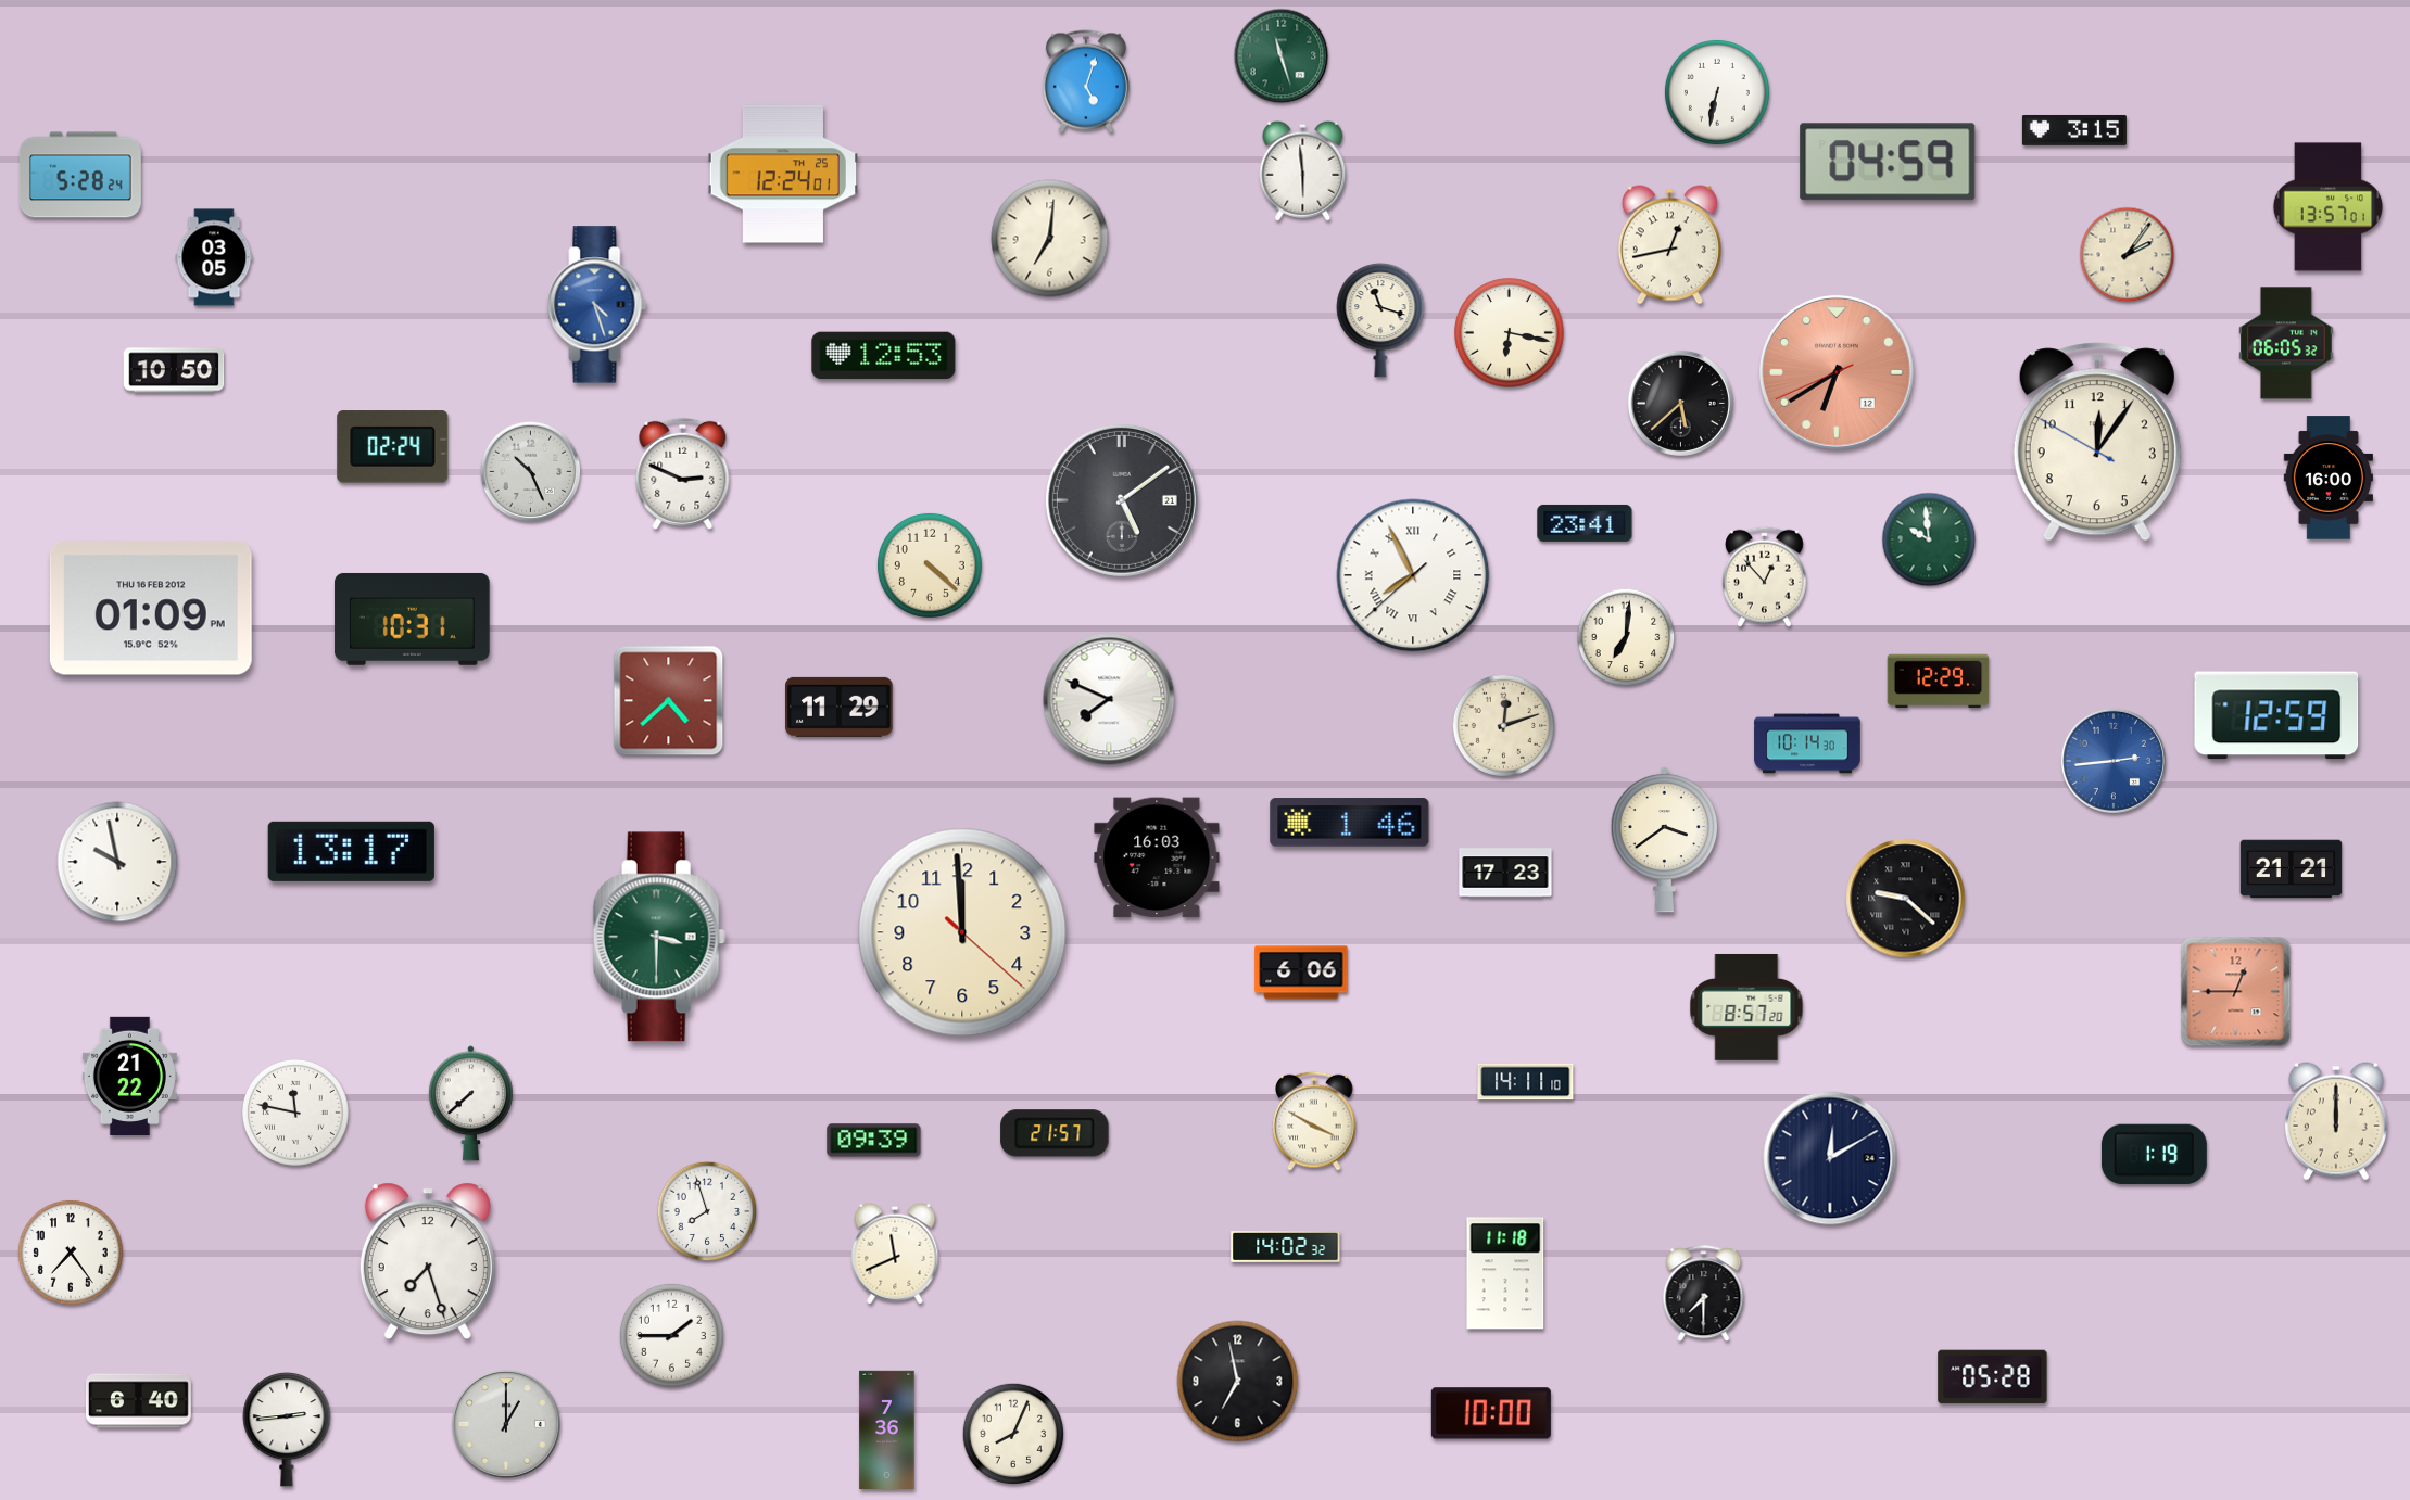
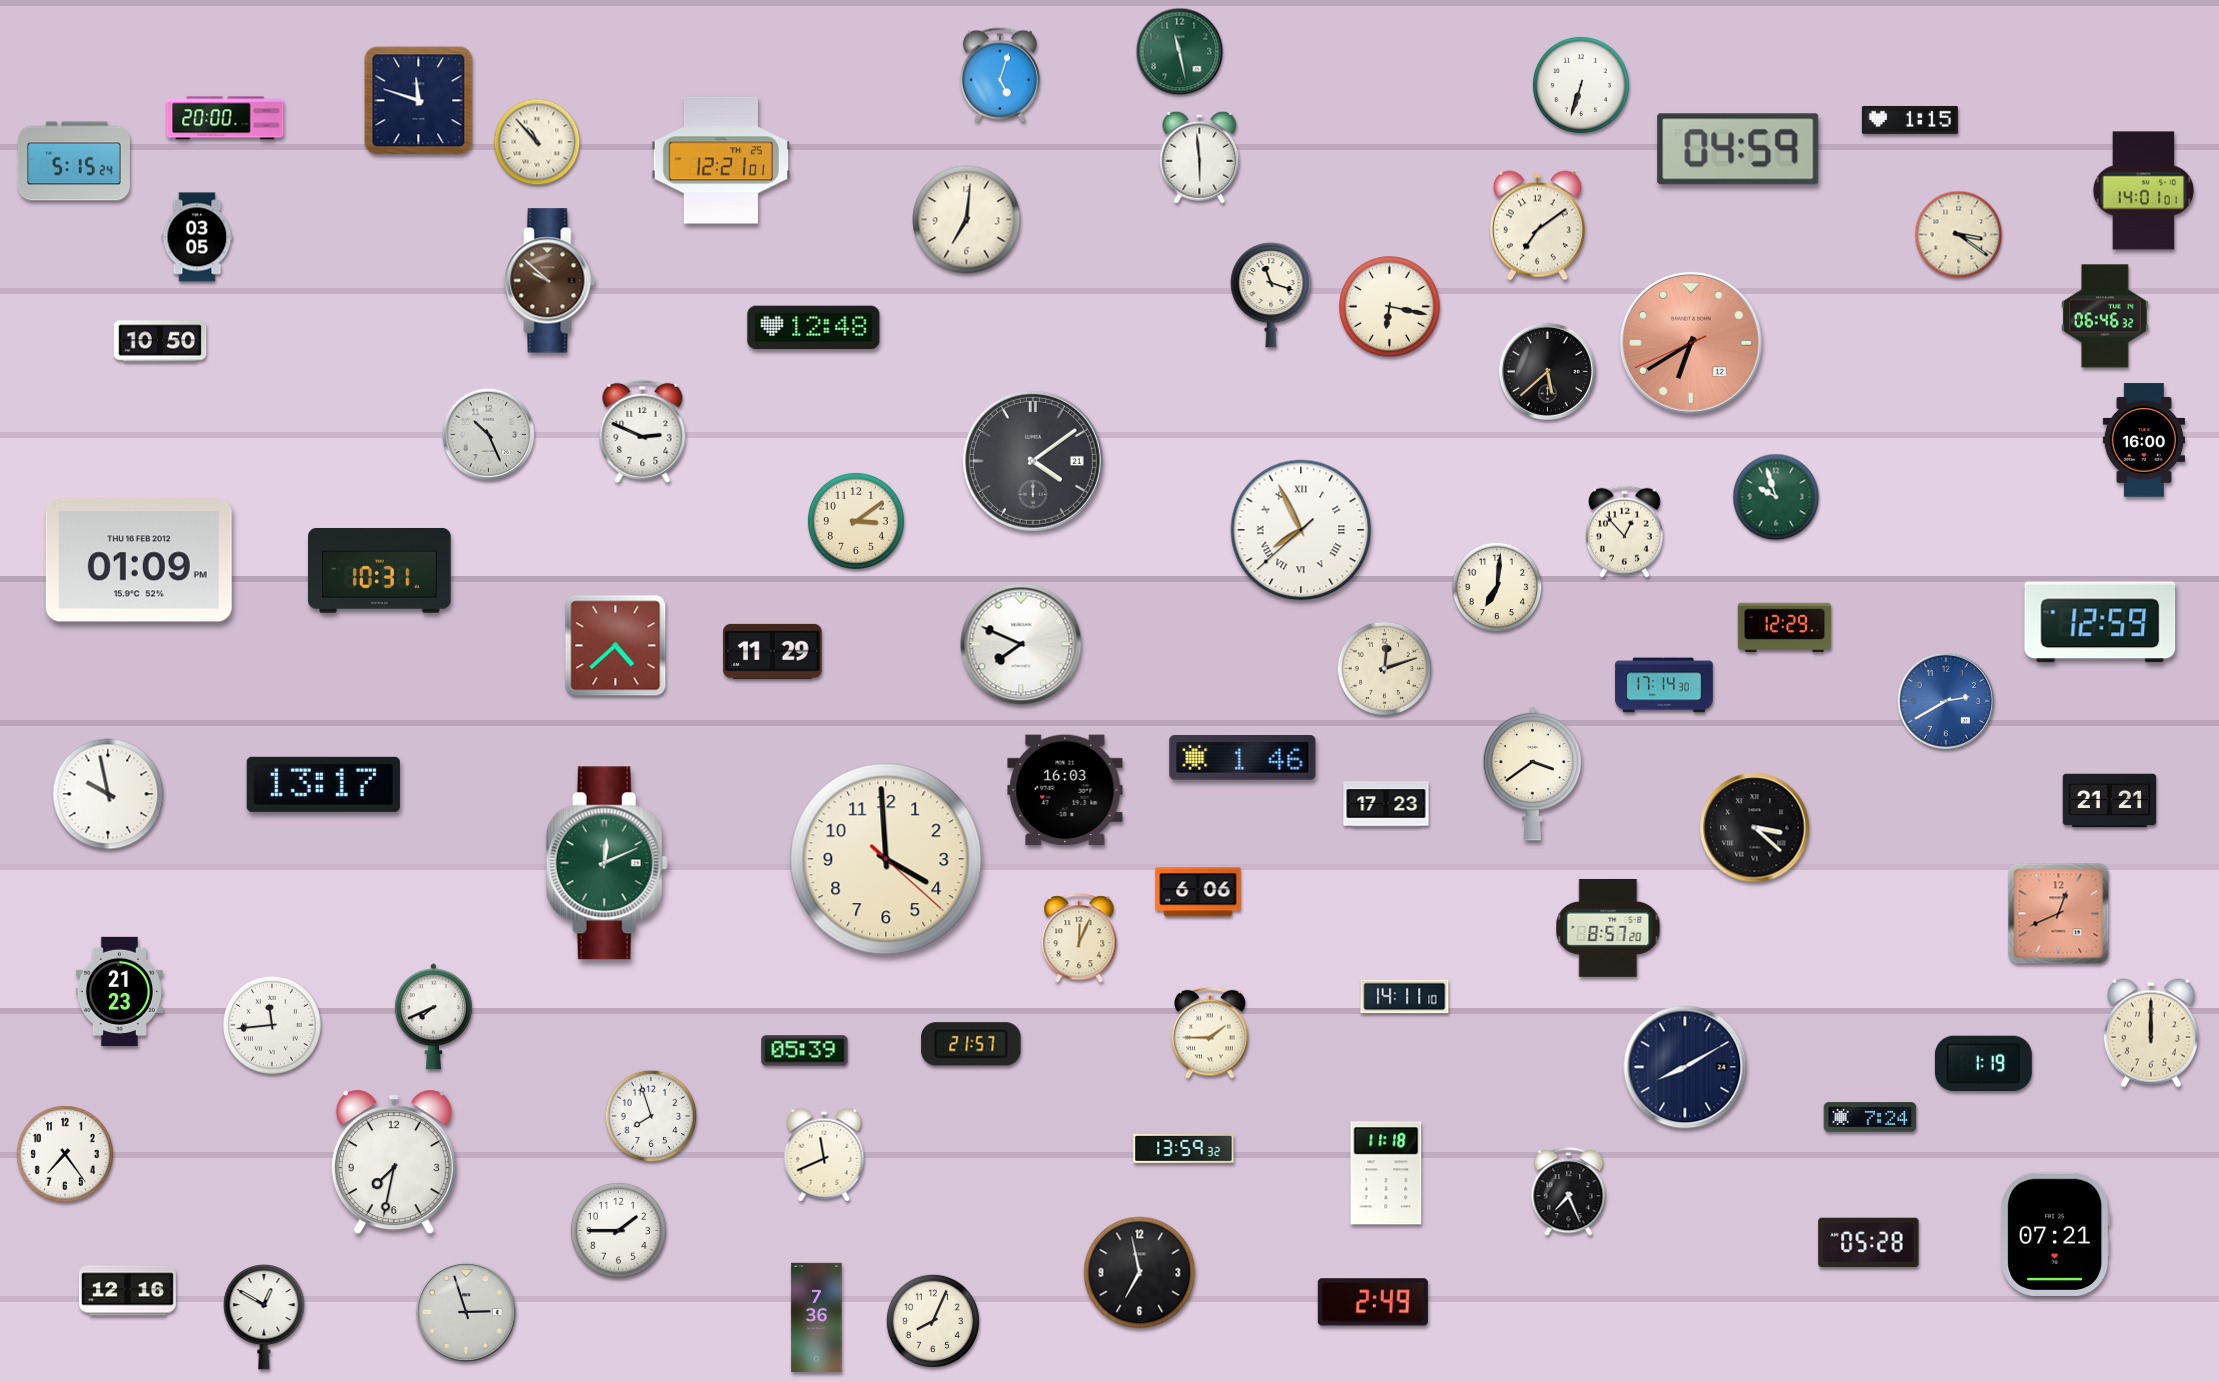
clock at (1282, 56): 11:27 -> 11:28
clock at (1717, 92): 6:32 -> 6:33
clock at (419, 101): none -> 11:48
clock at (225, 118): none -> 20:00
clock at (2074, 130): 3:15 -> 1:15
clock at (537, 142): none -> 10:53
clock at (782, 174): 12:24 -> 12:21
clock at (81, 175): 5:28 -> 5:15
clock at (2329, 207): 13:57 -> 14:01
clock at (1669, 245): 12:43 -> 7:09
clock at (2128, 255): 2:06 -> 3:21
clock at (597, 305): 4:27 -> 9:52
clock at (597, 305) dial: blue -> brown
clock at (2286, 343): 06:05 -> 06:46
clock at (884, 356): 12:53 -> 12:48
clock at (2097, 442): 12:05 -> none
clock at (393, 447): 02:24 -> none
clock at (683, 473) position: (683, 473) -> (643, 431)
clock at (1122, 500): 5:09 -> 4:09
clock at (1585, 523): 23:41 -> none
clock at (1929, 539): 9:59 -> 9:57
clock at (930, 565): 4:22 -> 3:09
clock at (2276, 715) position: (2276, 715) -> (2100, 622)
clock at (1807, 743): 10:14 -> 17:14
clock at (2114, 761): 2:44 -> 2:40
clock at (1906, 899): 9:22 -> 3:22
clock at (962, 932): 11:59 -> 3:59
clock at (659, 937): 3:30 -> 12:11
clock at (1301, 973) position: (1301, 973) -> (1198, 892)
clock at (2236, 992): 12:45 -> 12:41
clock at (1079, 939): none -> 12:04
clock at (129, 1076): 21:22 -> 21:23
clock at (470, 1104): 7:38 -> 7:41
clock at (295, 1113): 11:47 -> 11:44
clock at (1314, 1121): 3:50 -> 1:45
clock at (874, 1141): 09:39 -> 05:39
clock at (1830, 1158): 12:10 -> 8:10
clock at (1870, 1117): none -> 7:24
clock at (1286, 1247): 14:02 -> 13:59
clock at (428, 1261): 7:27 -> 7:32
clock at (1704, 1294): 7:30 -> 7:26
clock at (2056, 1234): none -> 07:21
clock at (1993, 1377) position: (1993, 1377) -> (1869, 1243)
clock at (138, 1401): 6:40 -> 12:16
clock at (1491, 1413): 10:00 -> 2:49
clock at (506, 1424): 1:00 -> 2:57
clock at (287, 1431): 2:44 -> 12:50
